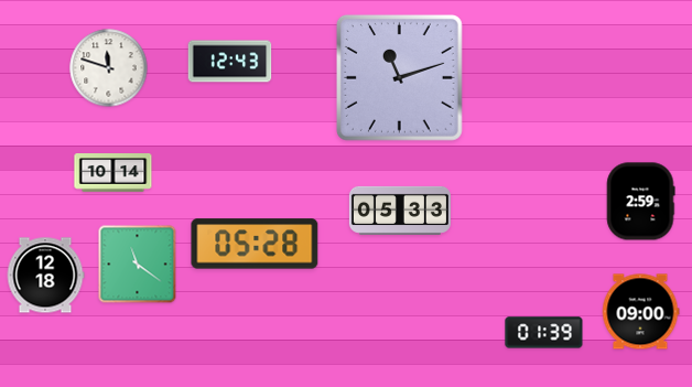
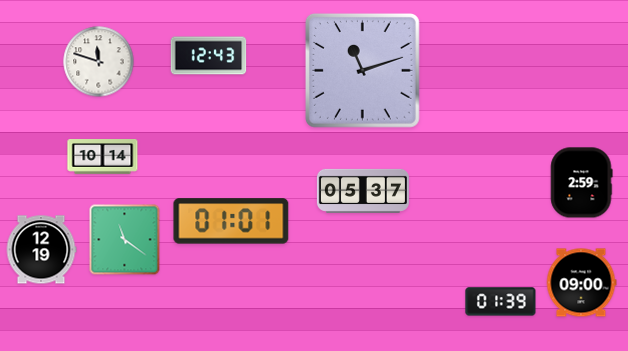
clock at (400, 211): 05:33 -> 05:37
clock at (255, 244): 05:28 -> 01:01
clock at (45, 276): 12:18 -> 12:19
clock at (544, 333) position: (544, 333) -> (501, 302)
